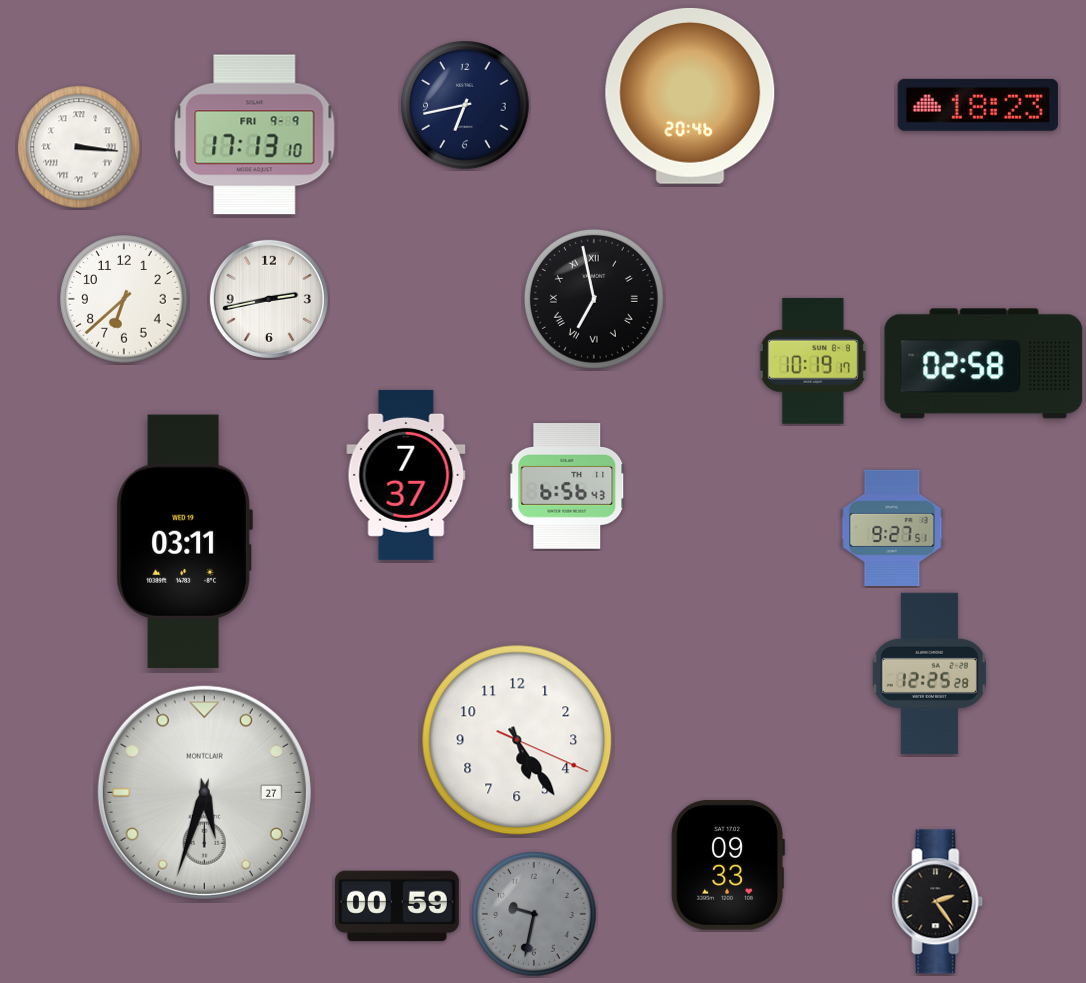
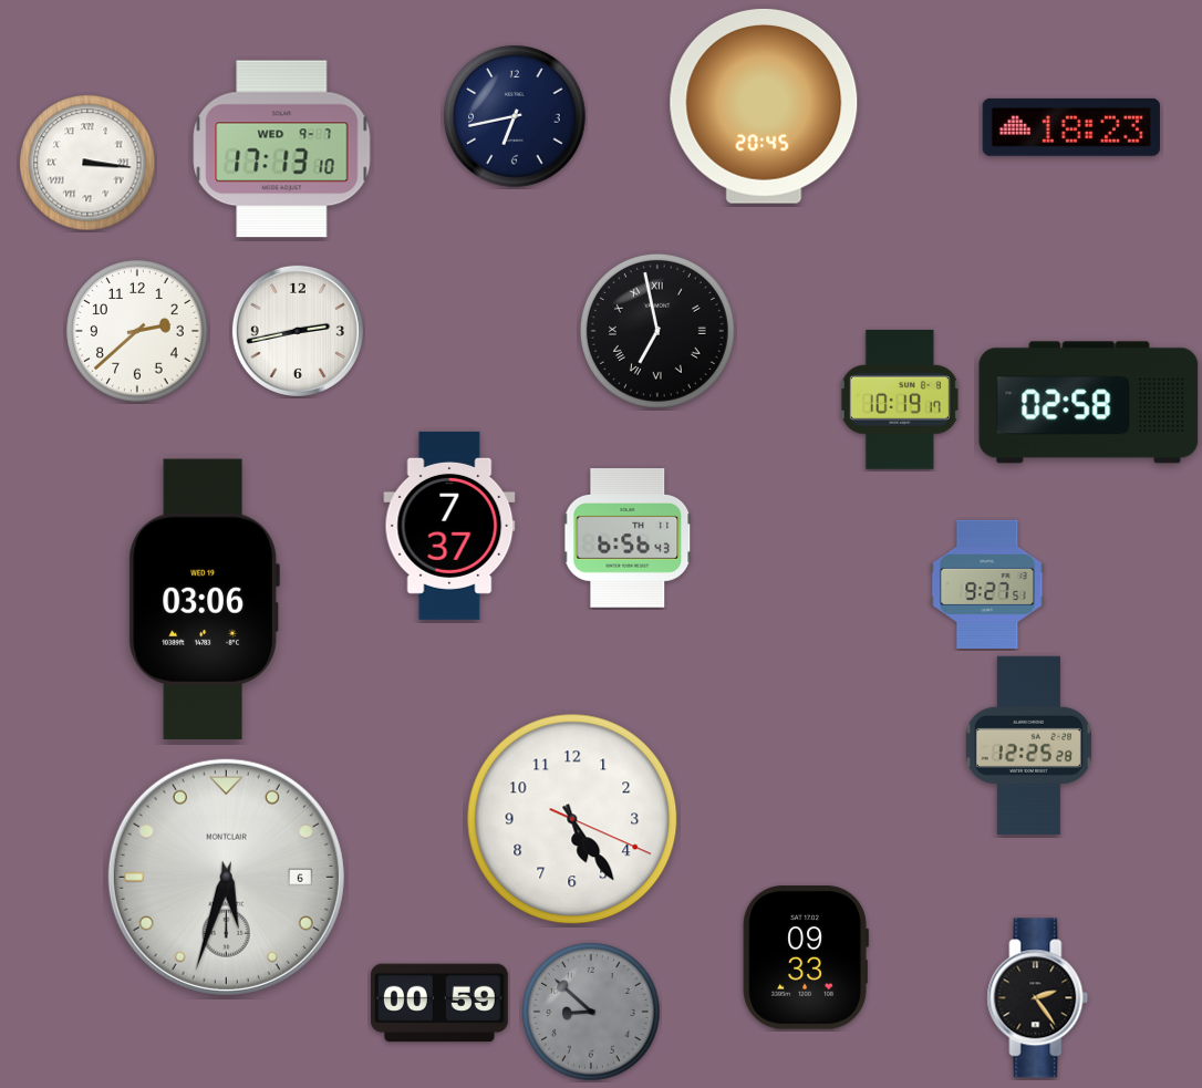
clock at (690, 96): 20:46 -> 20:45
clock at (978, 105) position: (978, 105) -> (1071, 127)
clock at (255, 135) date: FRI 9-9 -> WED 9-7
clock at (124, 299): 6:38 -> 2:38
clock at (184, 541): 03:11 -> 03:06
clock at (204, 792) date: 27 -> 6
clock at (534, 914): 9:32 -> 8:52
